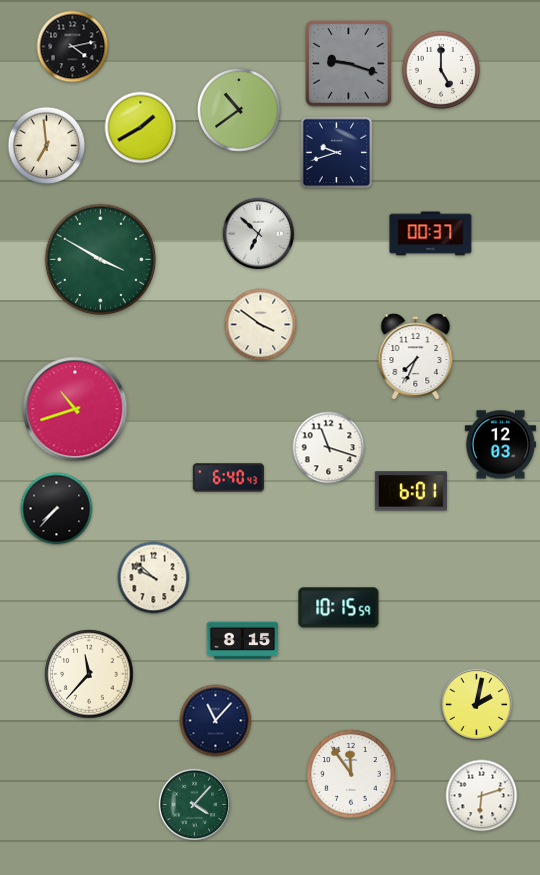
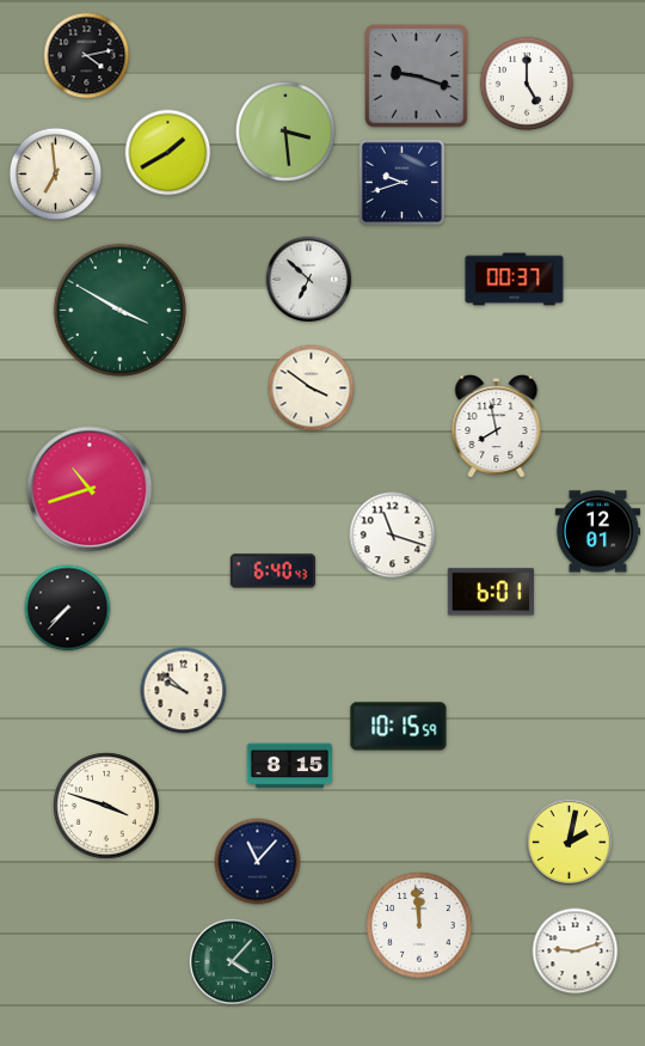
clock at (239, 110): 10:39 -> 3:29
clock at (416, 357): 7:34 -> 7:58
clock at (501, 445): 12:03 -> 12:01
clock at (411, 491) position: (411, 491) -> (491, 592)
clock at (339, 608) position: (339, 608) -> (399, 727)
clock at (89, 674): 11:37 -> 3:48
clock at (351, 774): 11:54 -> 11:59
clock at (482, 796): 6:12 -> 9:12
